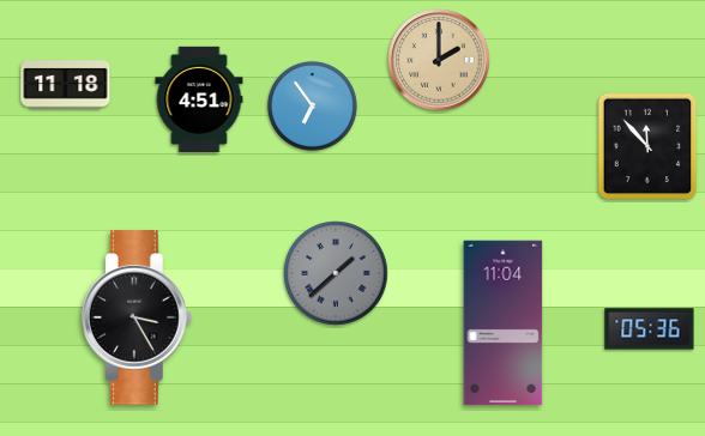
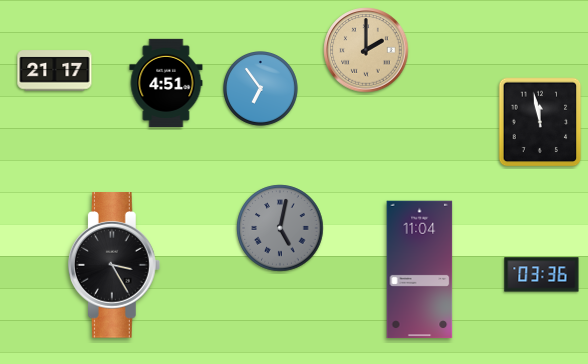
clock at (66, 85): 11:18 -> 21:17
clock at (647, 146): 11:53 -> 11:58
clock at (336, 273): 1:38 -> 5:02
clock at (650, 329): 05:36 -> 03:36
